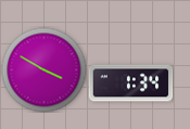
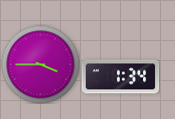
clock at (43, 69): 3:50 -> 3:45
